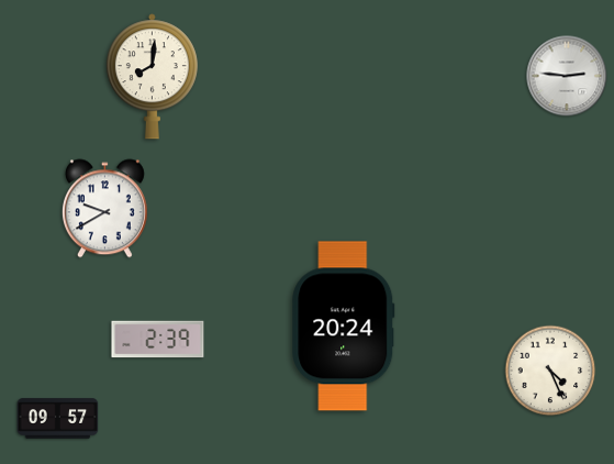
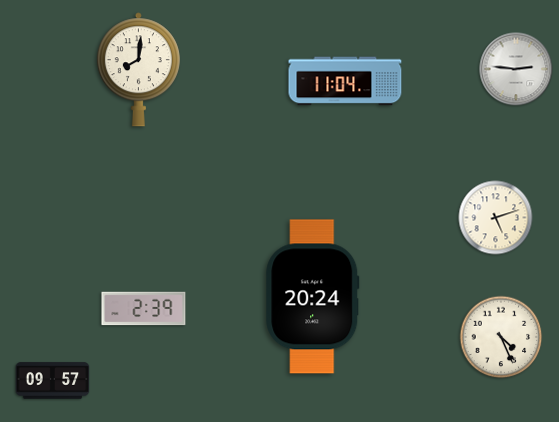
clock at (345, 81): none -> 11:04
clock at (104, 209): 9:40 -> none
clock at (496, 218): none -> 5:12
